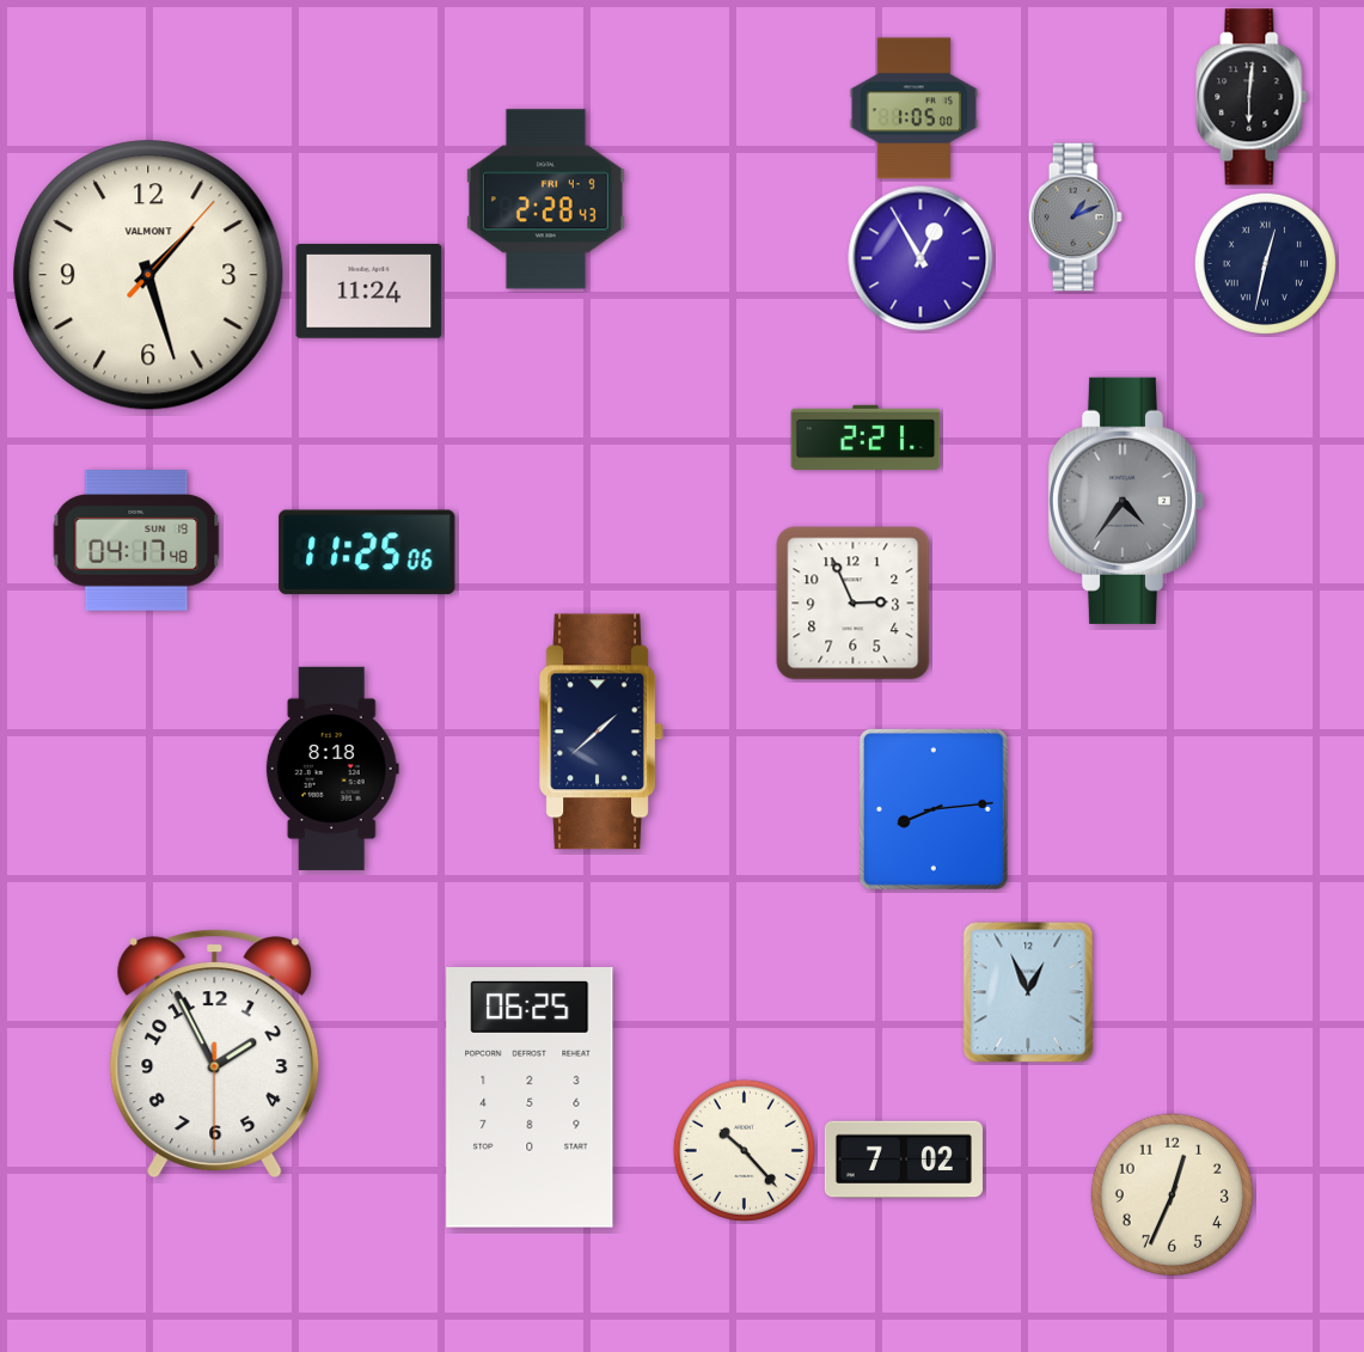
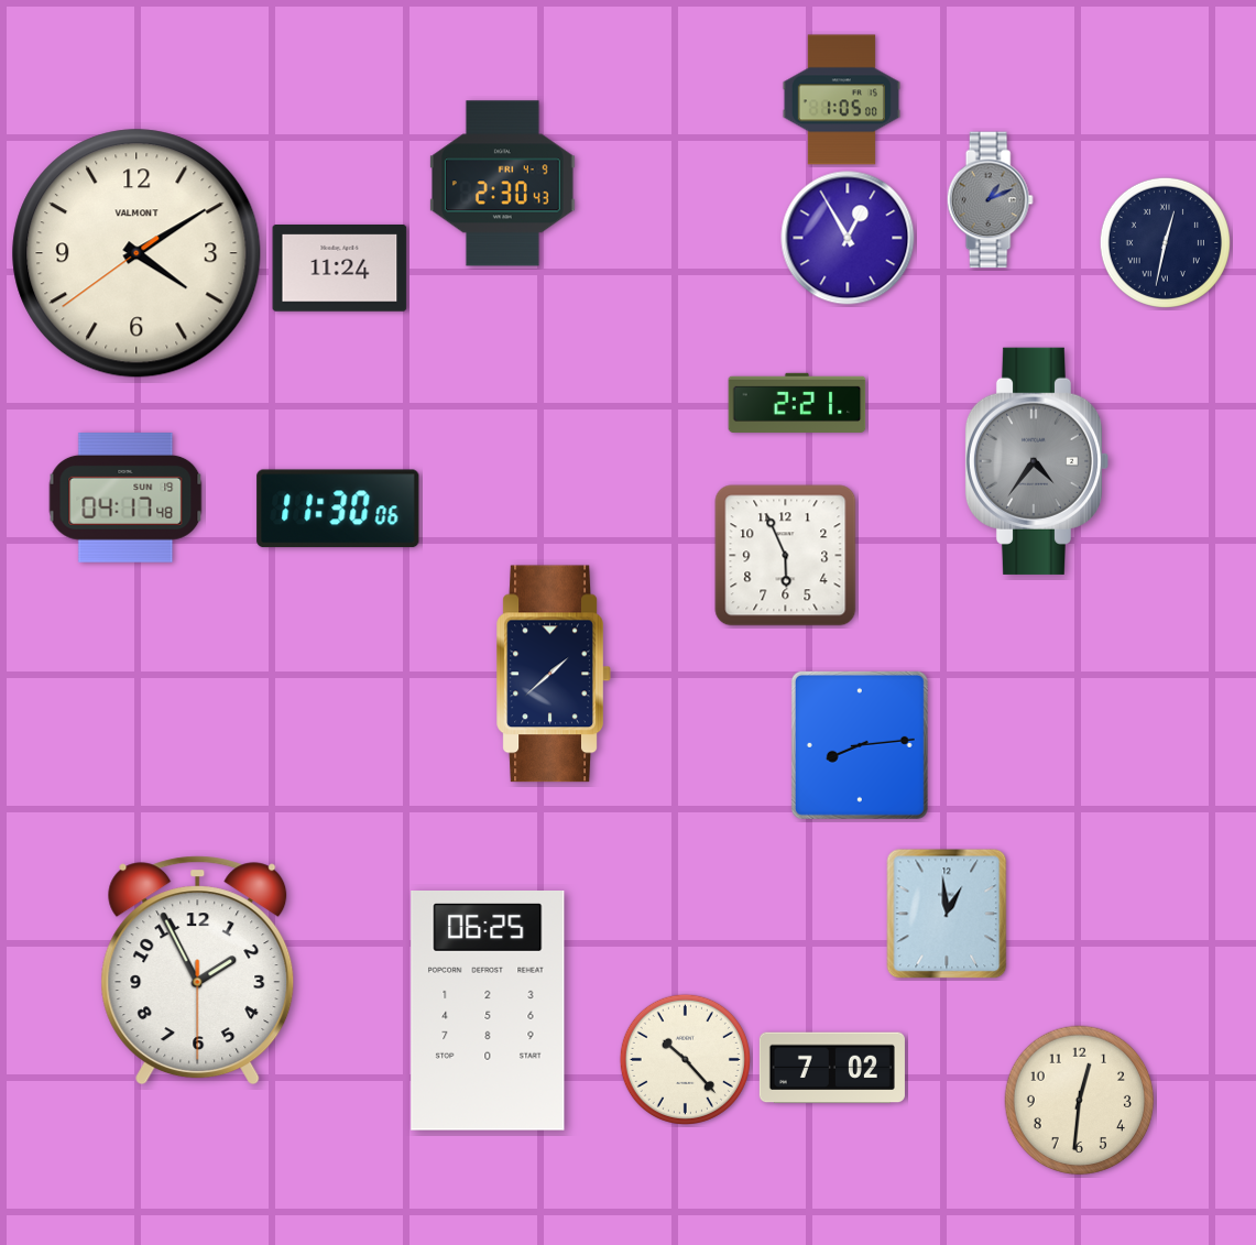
clock at (1252, 97): 6:01 -> none
clock at (545, 200): 2:28 -> 2:30
clock at (148, 275): 1:27 -> 4:09
clock at (367, 552): 11:25 -> 11:30
clock at (854, 604): 2:56 -> 5:56
clock at (332, 769): 8:18 -> none
clock at (1028, 992): 12:56 -> 12:59
clock at (1173, 1195): 12:34 -> 12:31
